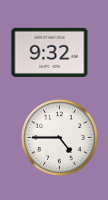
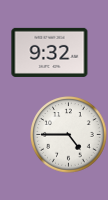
clock at (60, 138) position: (60, 138) -> (69, 135)
